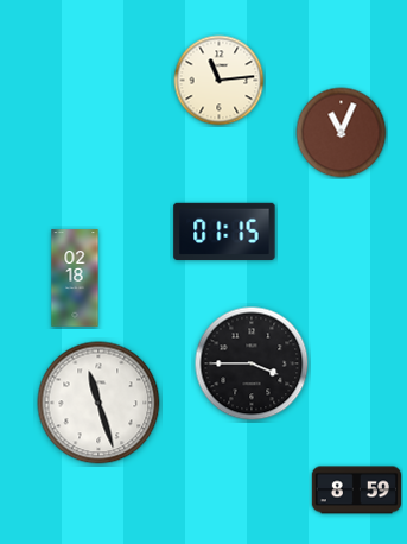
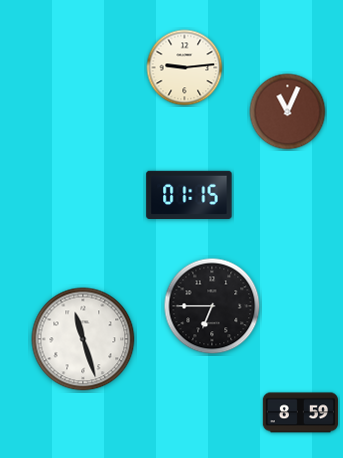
clock at (220, 81): 11:14 -> 9:14
clock at (75, 278): 02:18 -> none
clock at (252, 363): 3:45 -> 6:45
